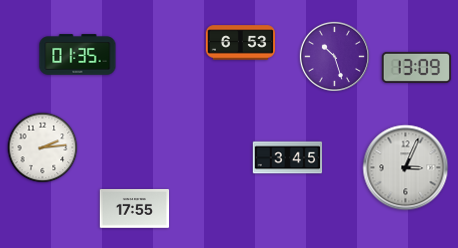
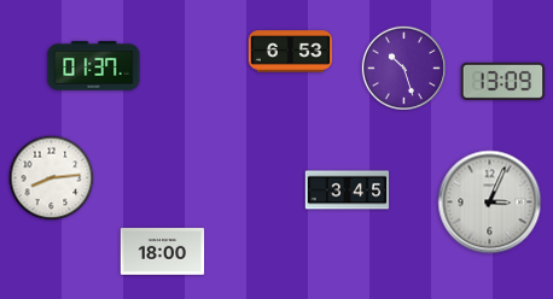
clock at (78, 55): 01:35 -> 01:37
clock at (43, 148): 2:14 -> 8:14
clock at (135, 209): 17:55 -> 18:00
